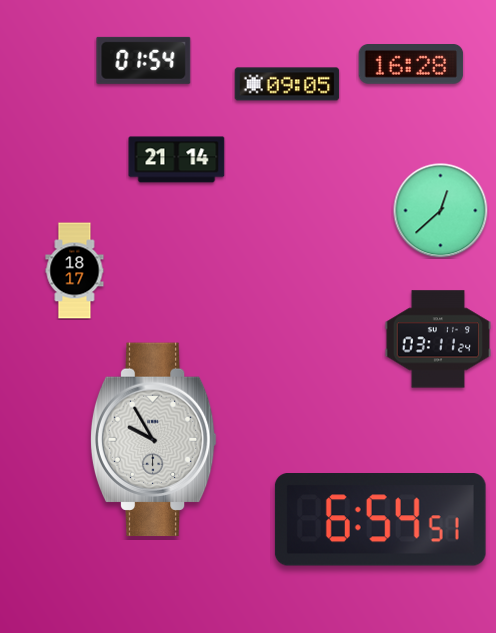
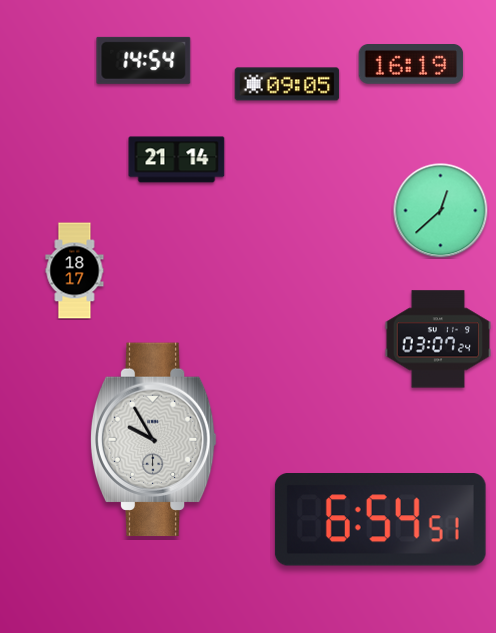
clock at (144, 60): 01:54 -> 14:54
clock at (411, 65): 16:28 -> 16:19
clock at (438, 339): 03:11 -> 03:07
